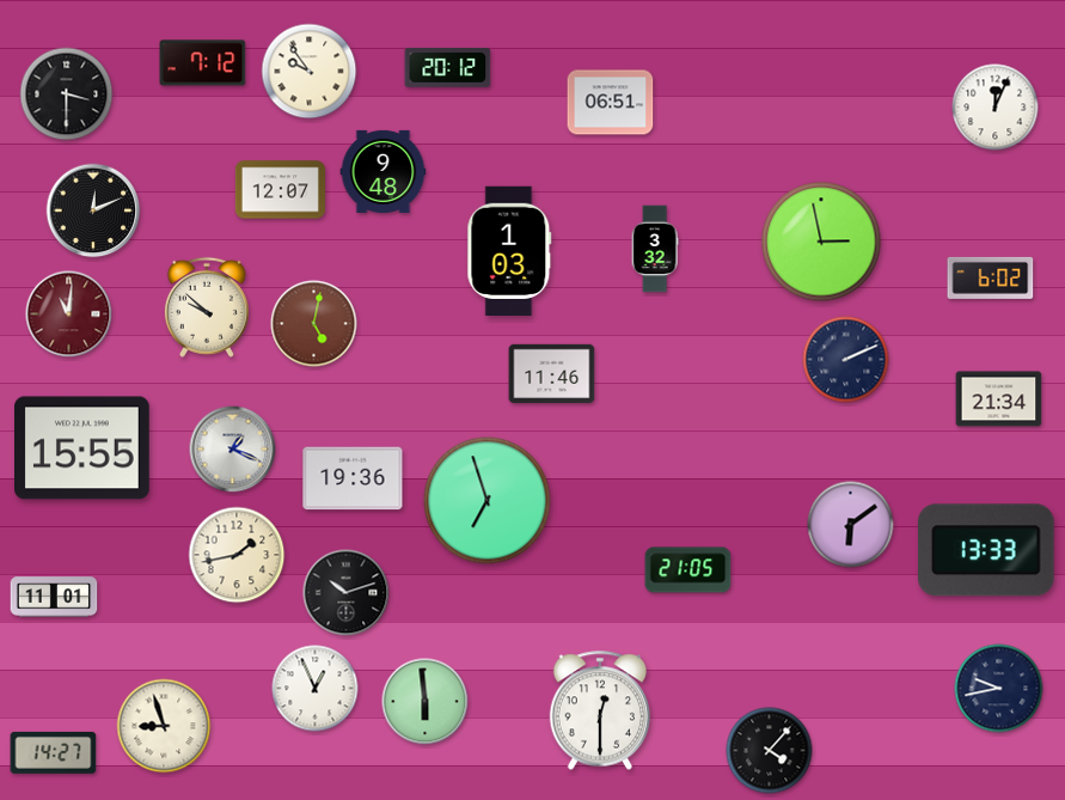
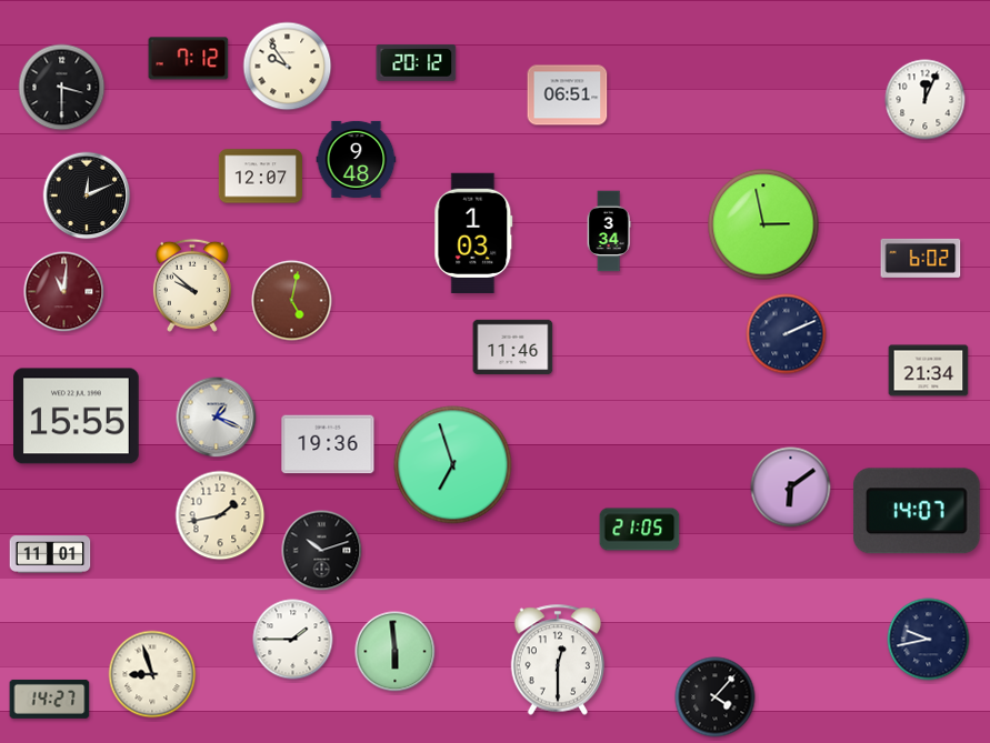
clock at (655, 249): 3:32 -> 3:34
clock at (986, 550): 13:33 -> 14:07
clock at (316, 689): 12:56 -> 1:45
